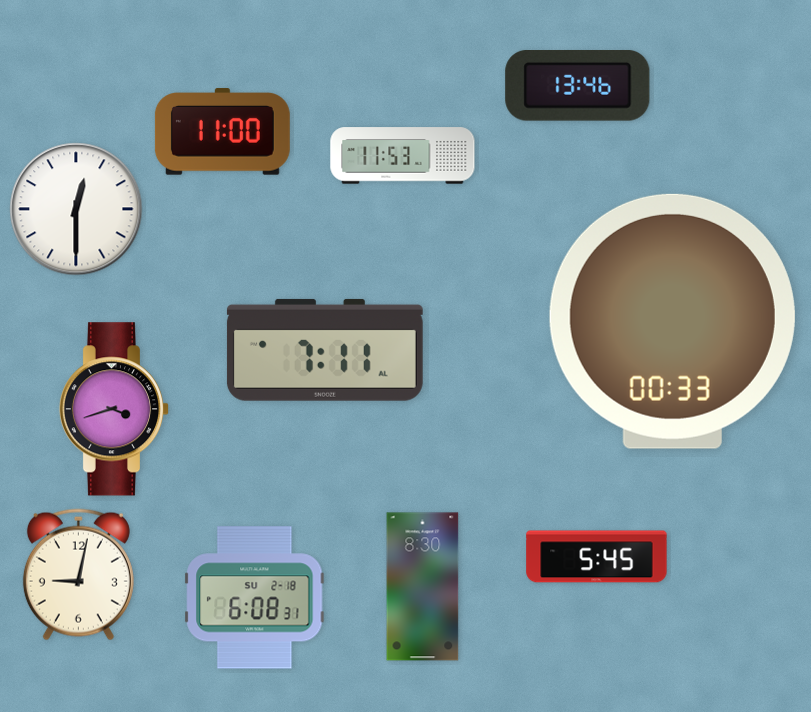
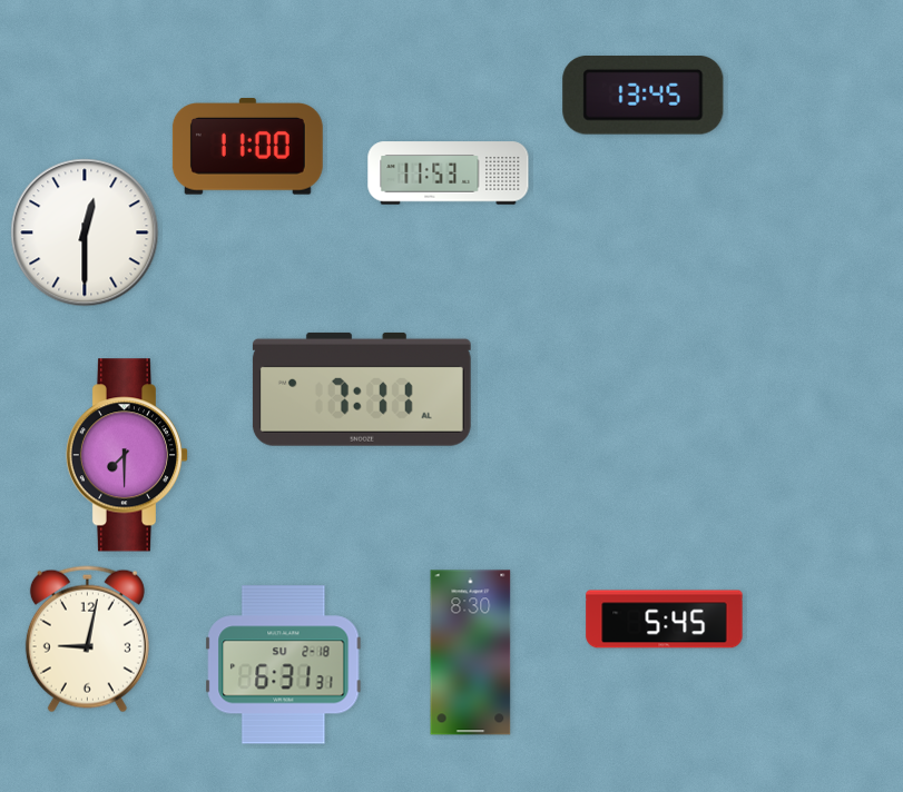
clock at (578, 86): 13:46 -> 13:45
clock at (672, 321): 00:33 -> none
clock at (114, 409): 3:42 -> 7:30
clock at (255, 598): 6:08 -> 6:31
